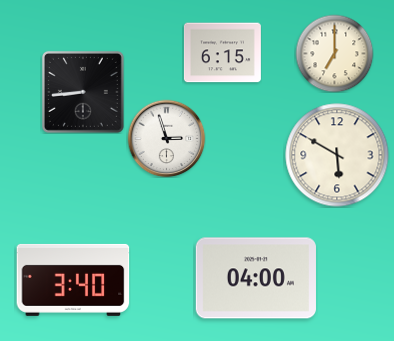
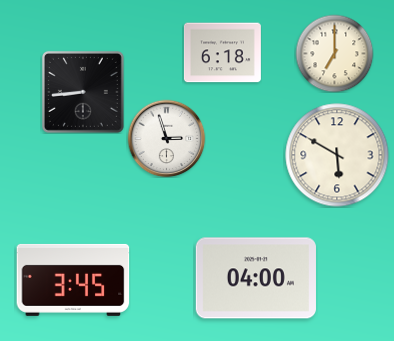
clock at (222, 53): 6:15 -> 6:18
clock at (73, 280): 3:40 -> 3:45
